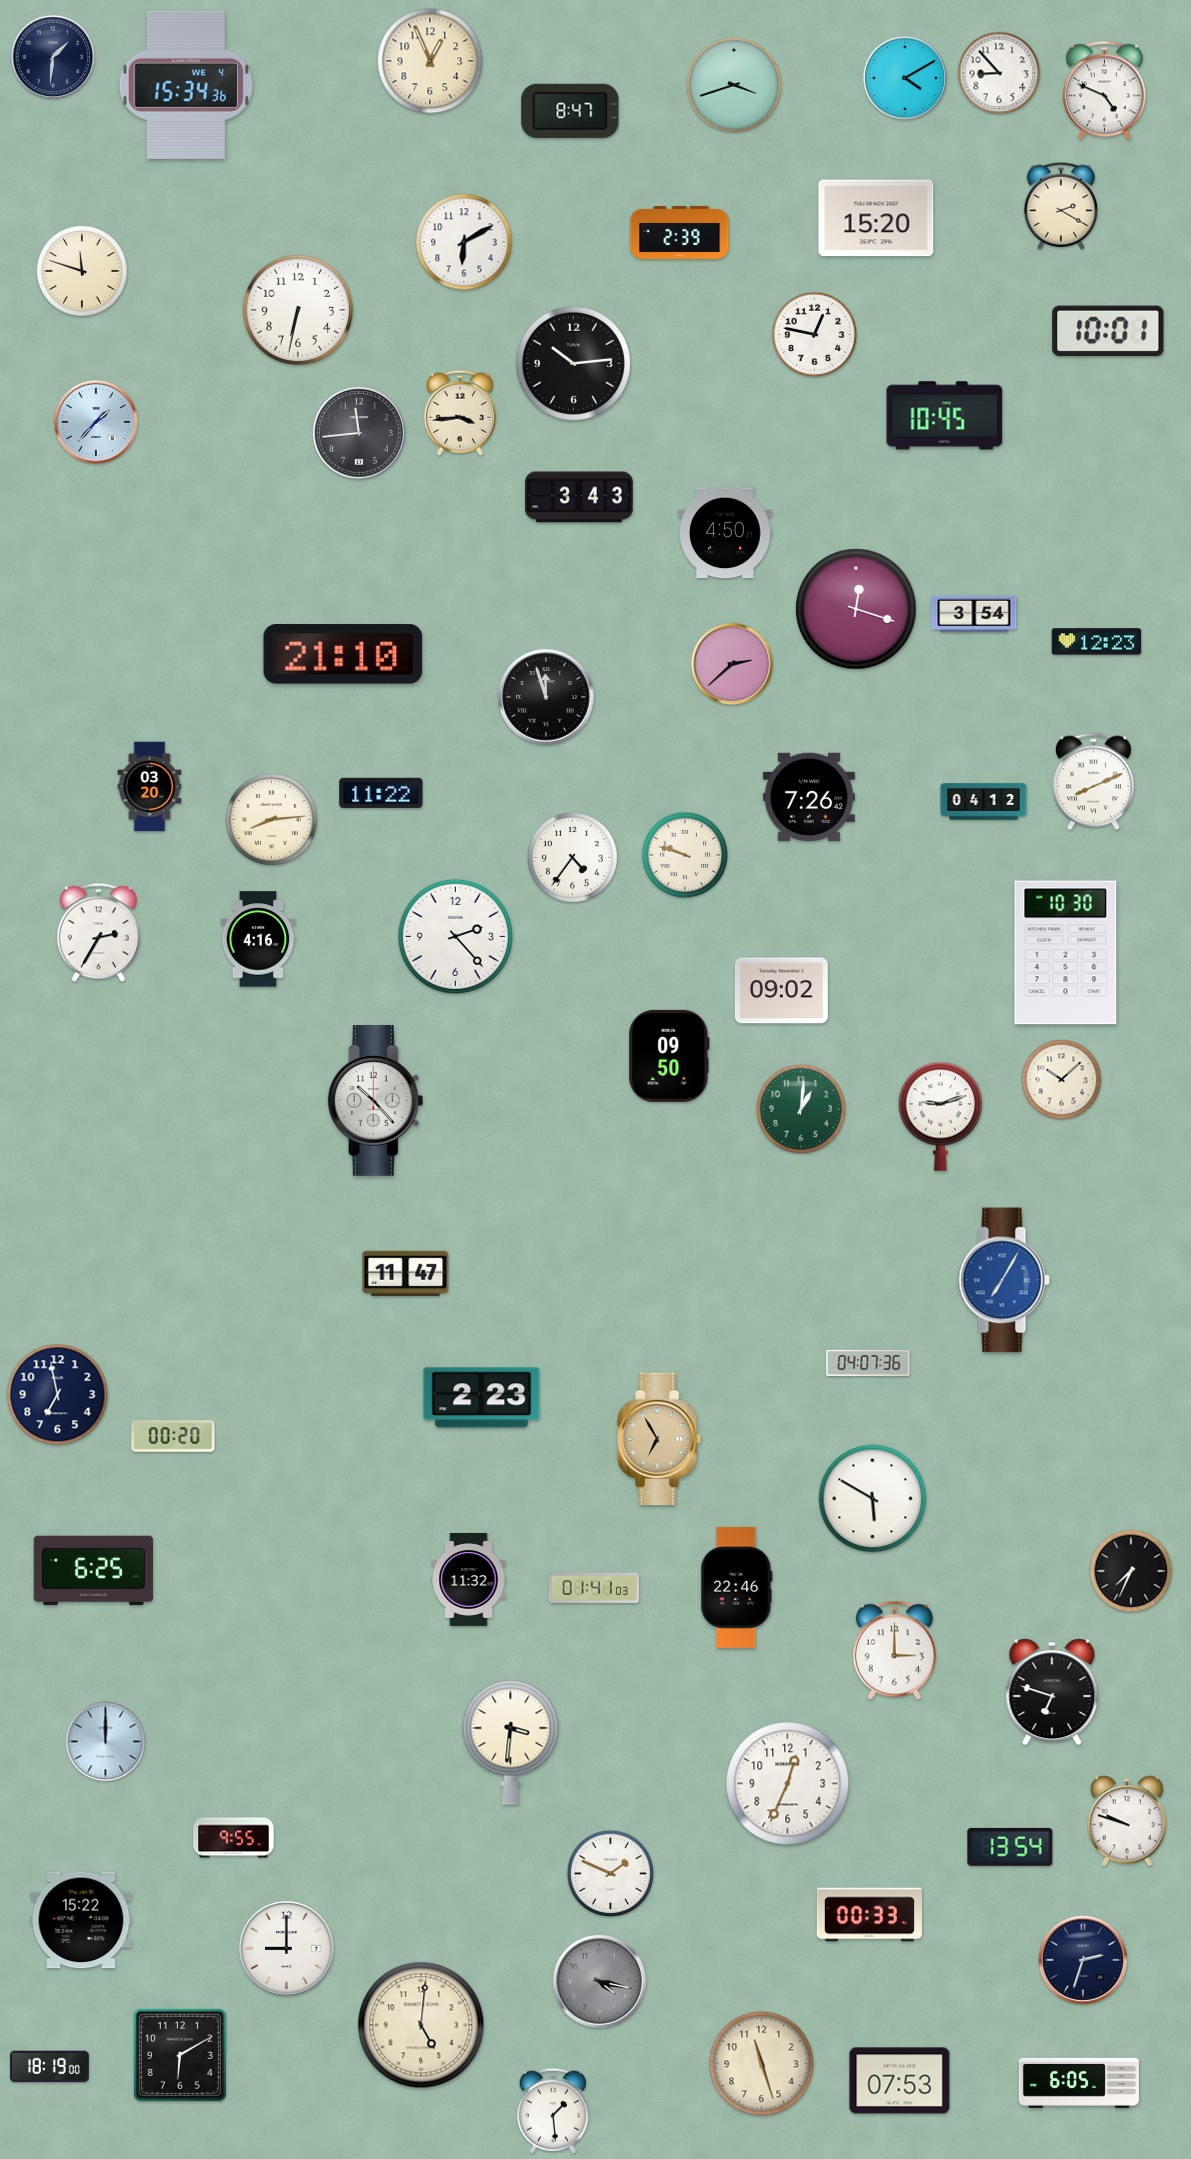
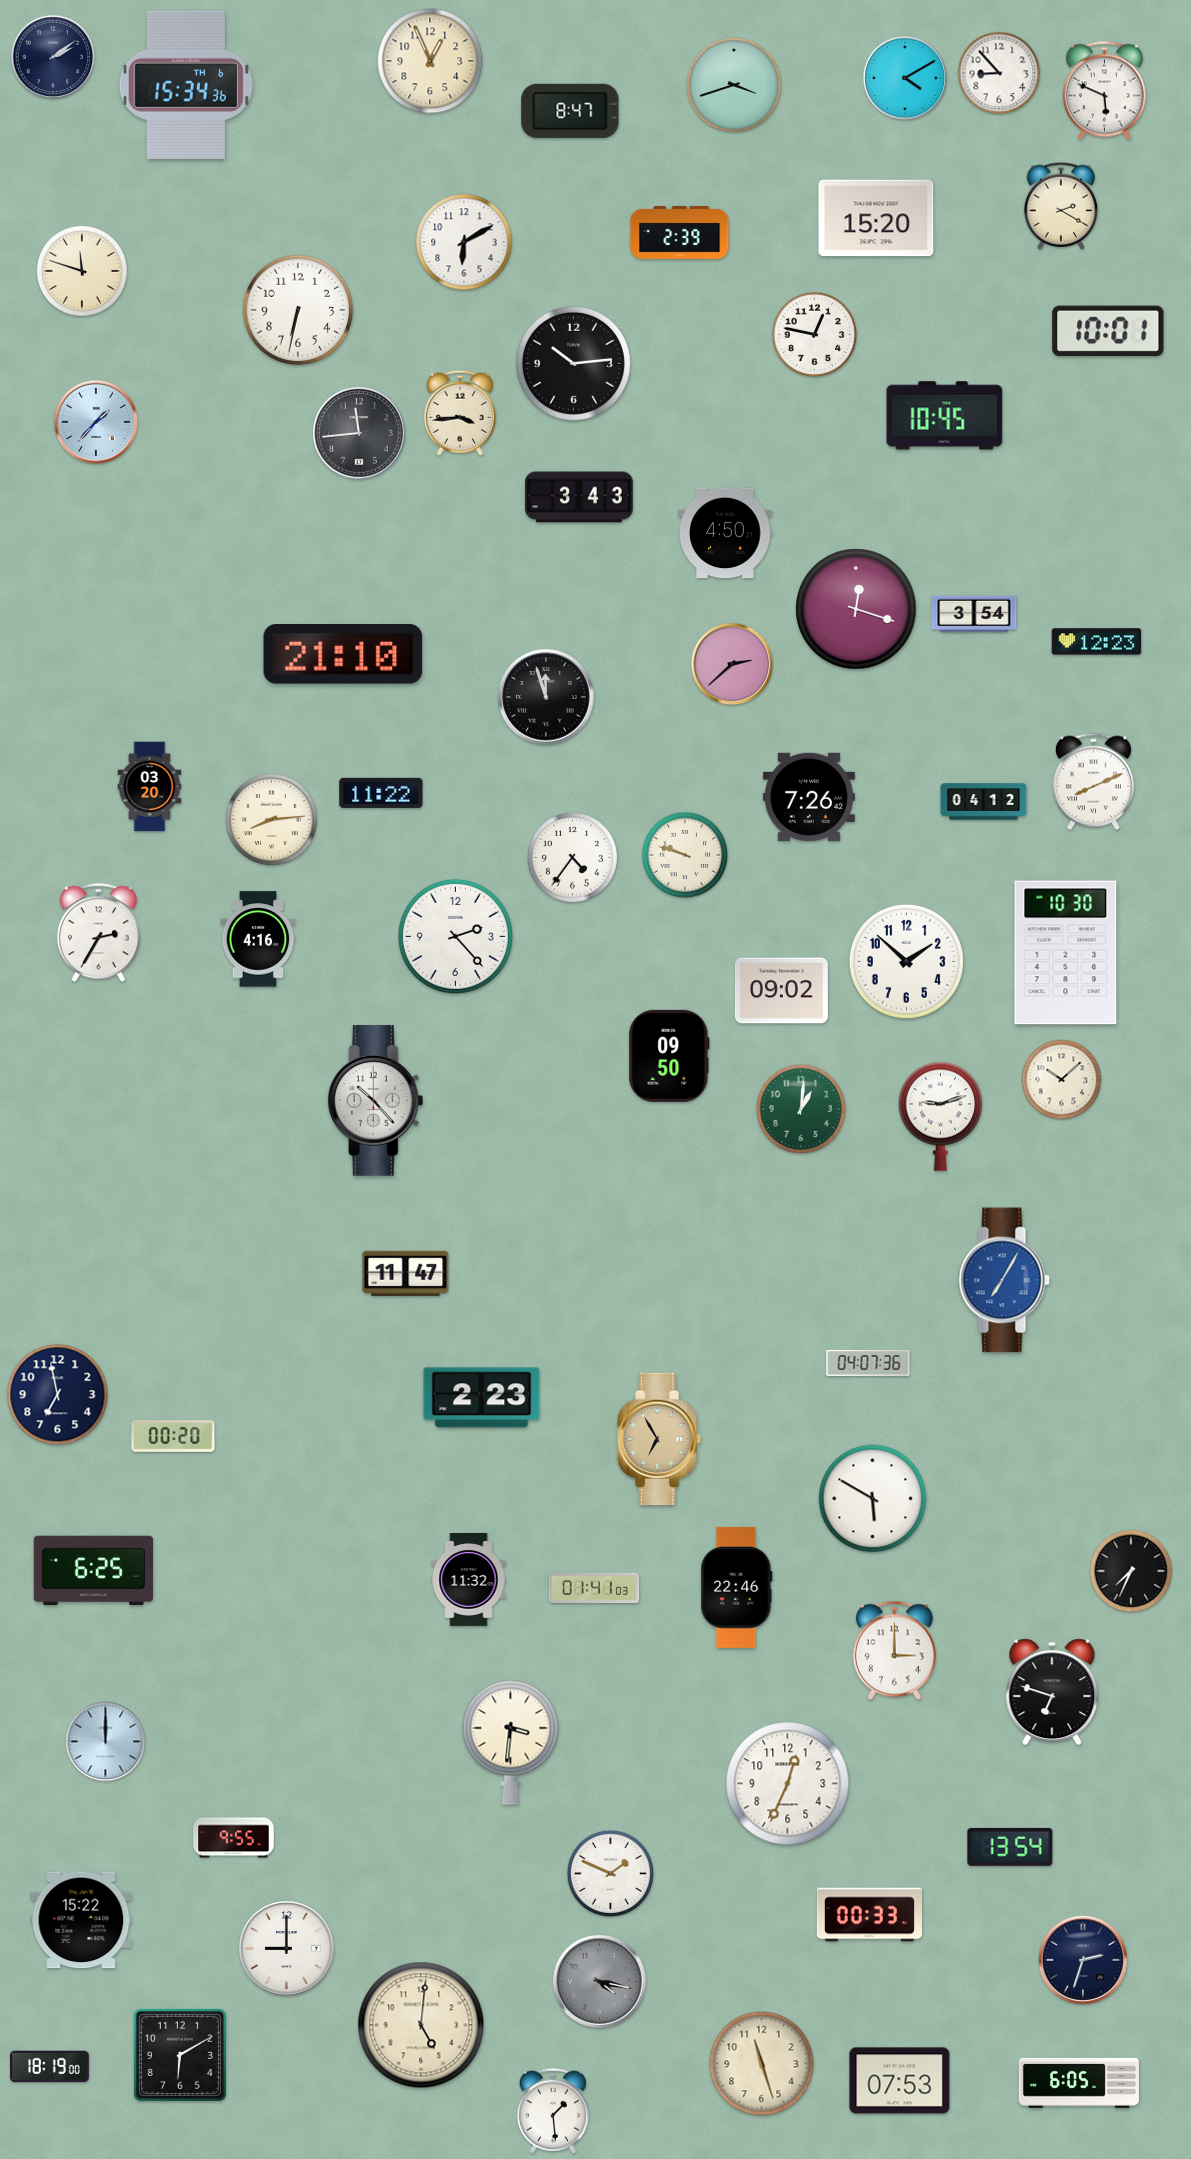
clock at (53, 57): 1:31 -> 2:09
clock at (186, 85) date: WE 4 -> TH 6
clock at (1104, 91): 4:49 -> 5:49
clock at (906, 961): none -> 1:52
clock at (1127, 1821): 9:48 -> none
